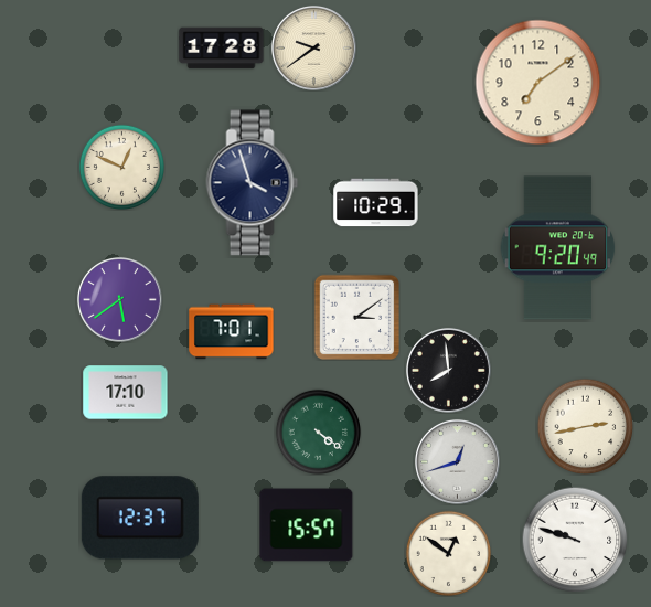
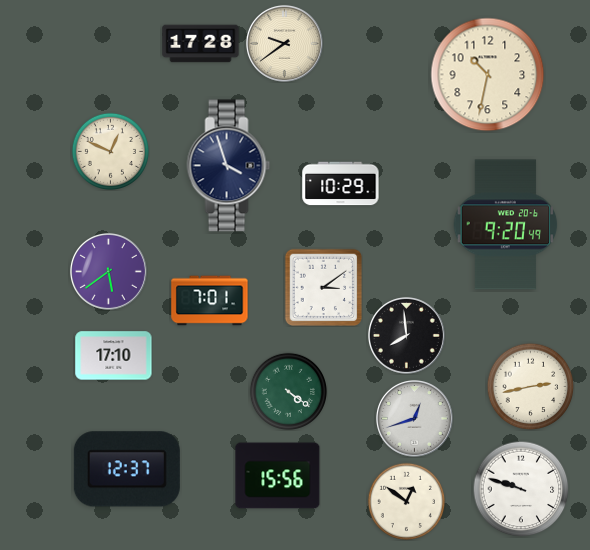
clock at (538, 83): 7:09 -> 10:32
clock at (307, 525): 15:57 -> 15:56
